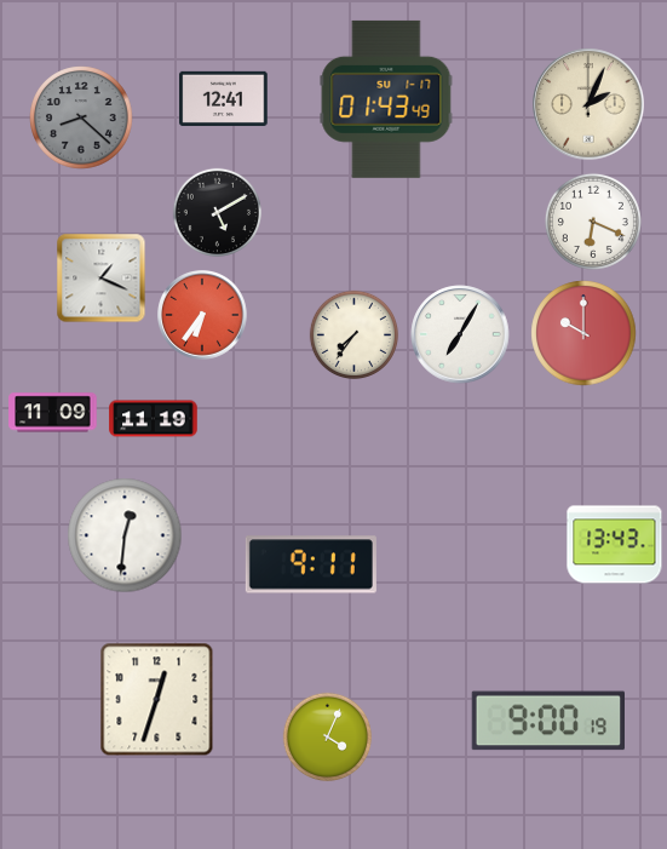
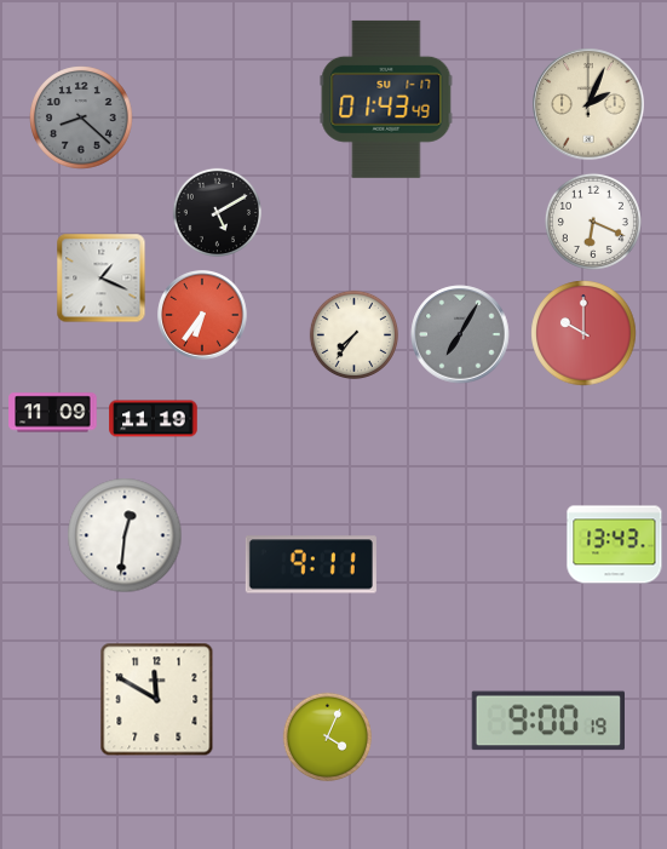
clock at (224, 98): 12:41 -> none
clock at (460, 334) dial: white -> grey
clock at (157, 700): 12:33 -> 11:50
